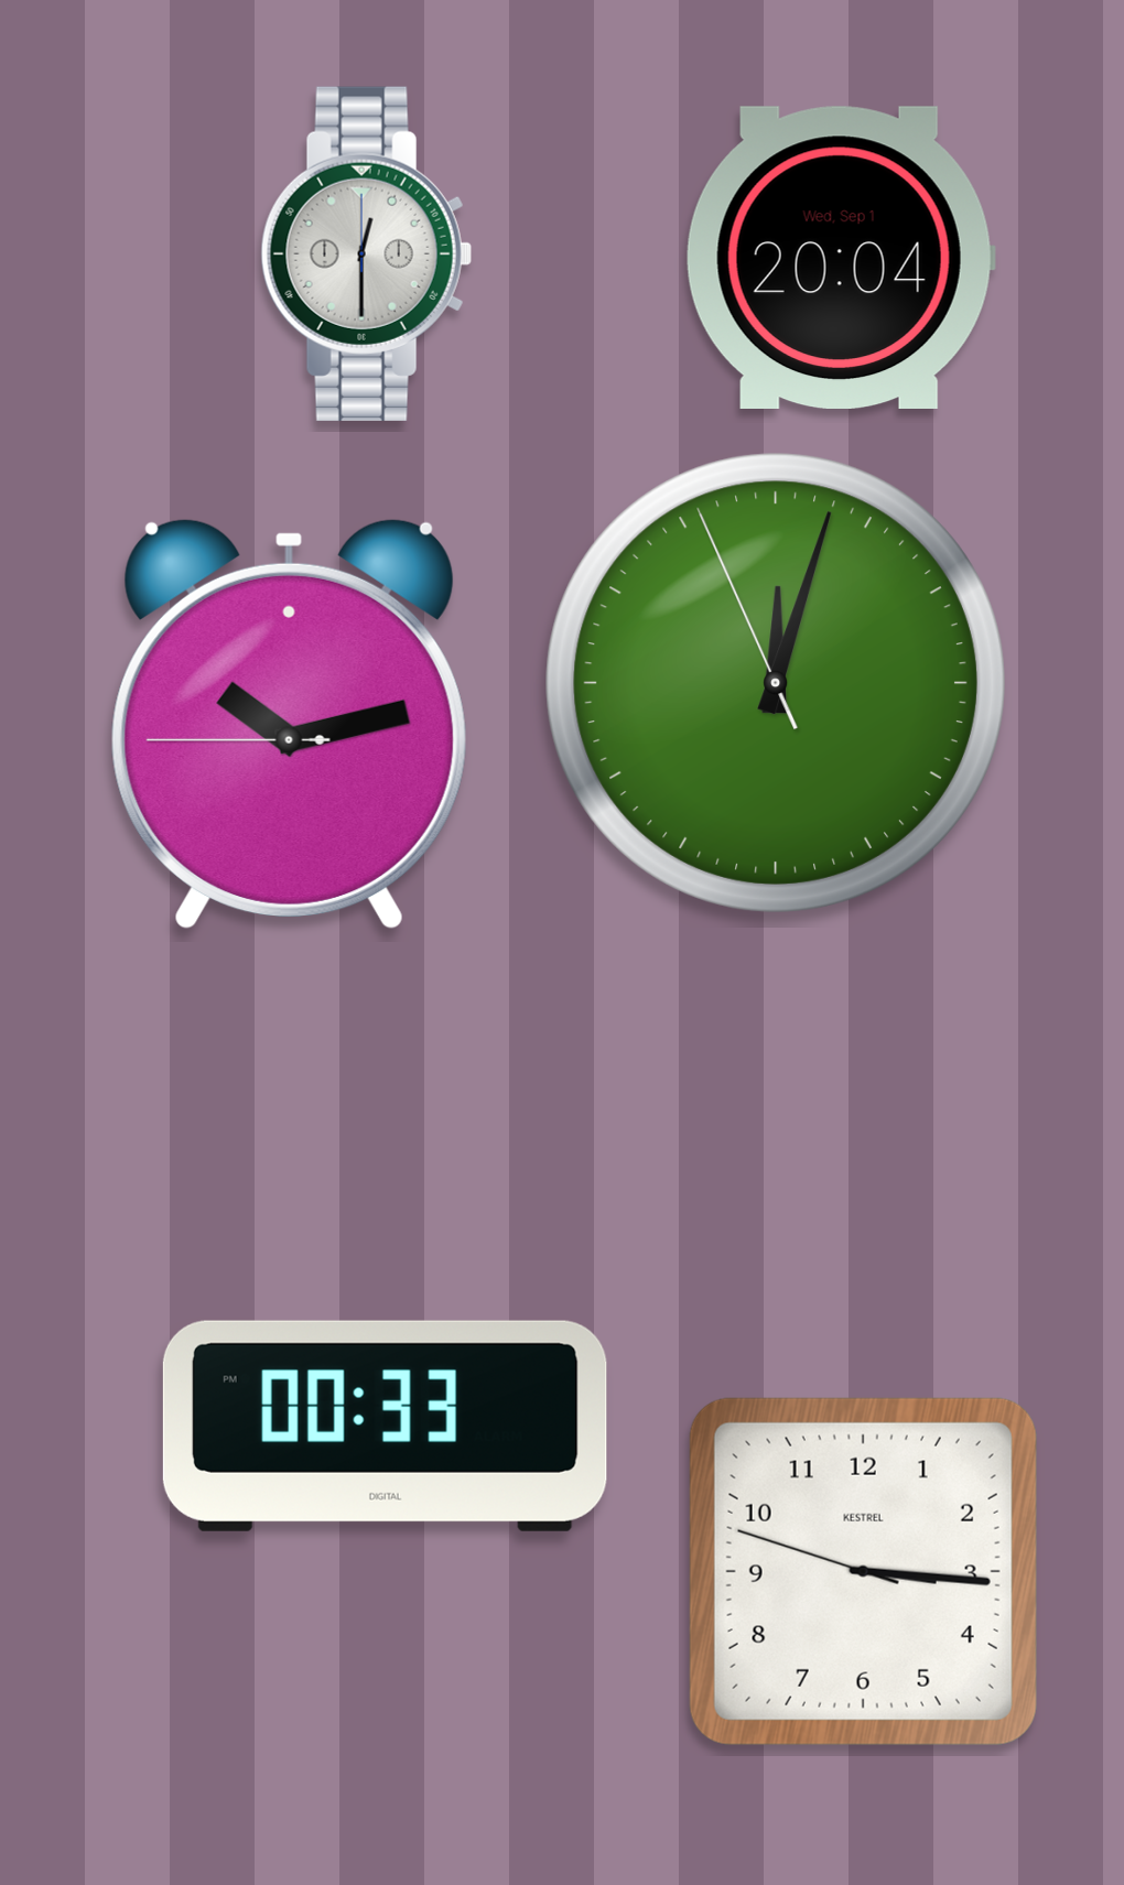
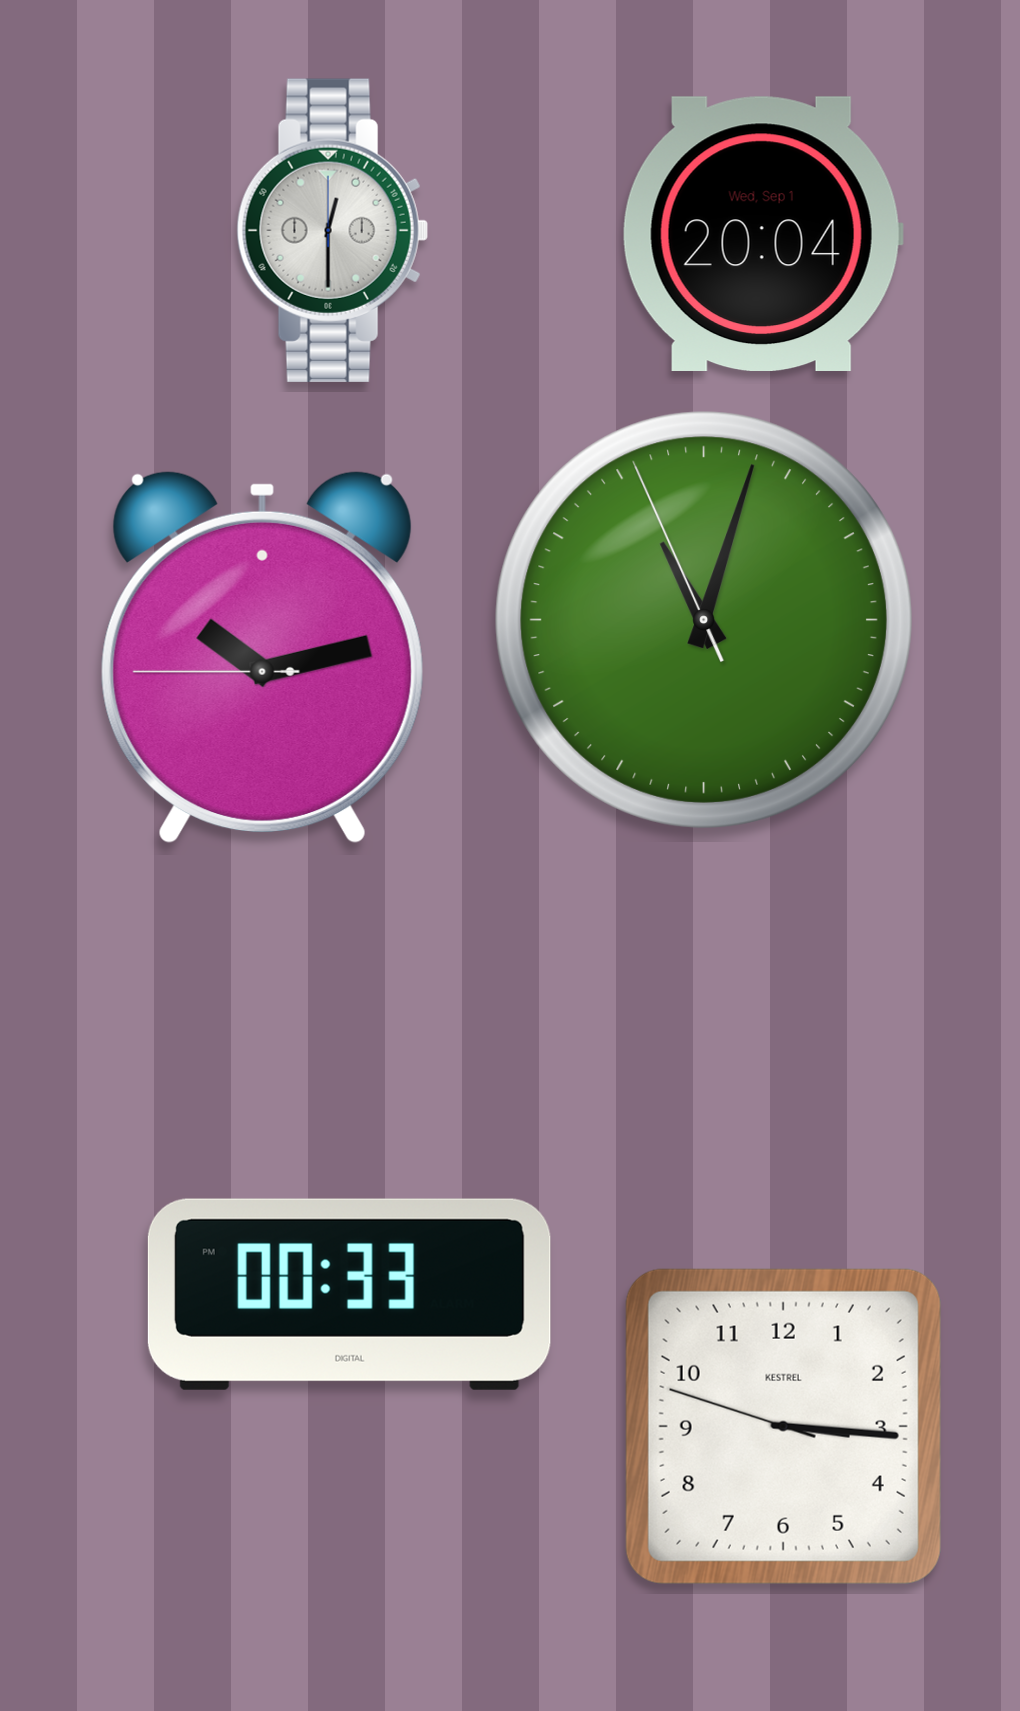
clock at (776, 683): 12:02 -> 11:02
